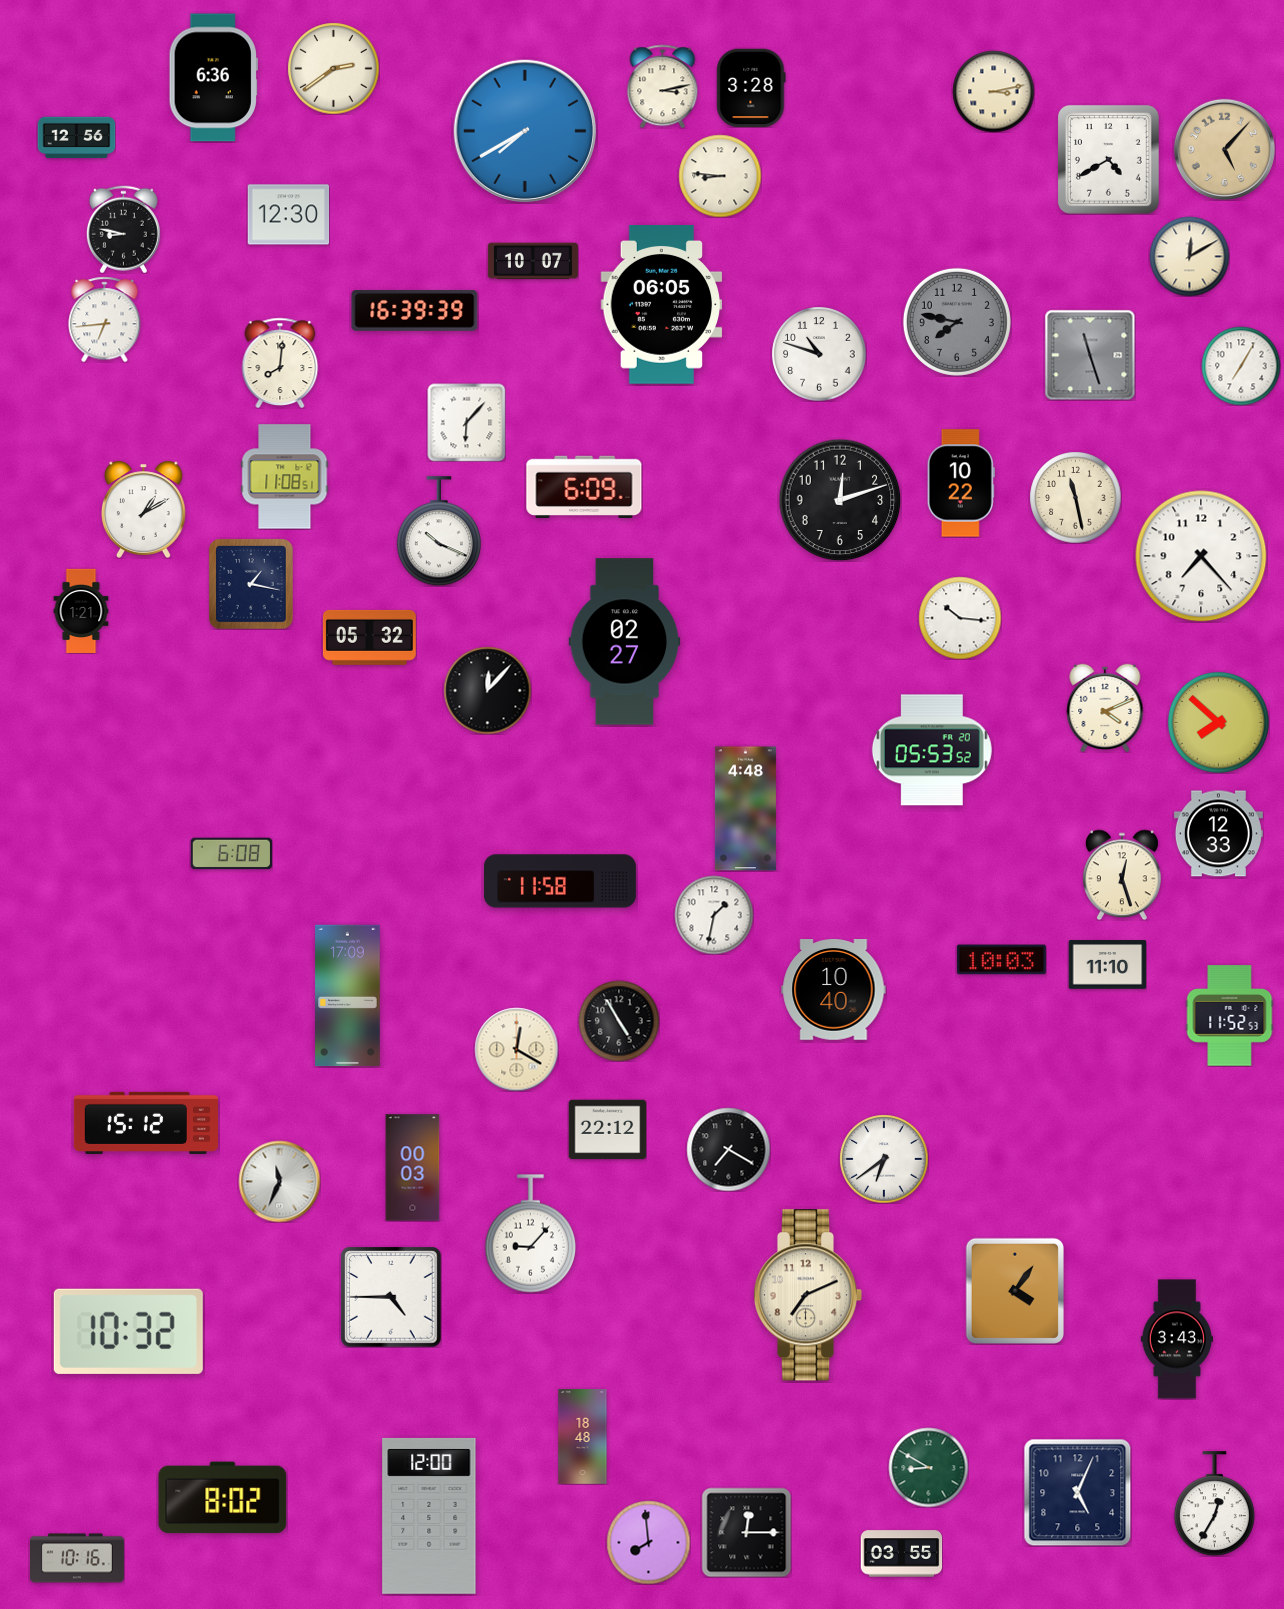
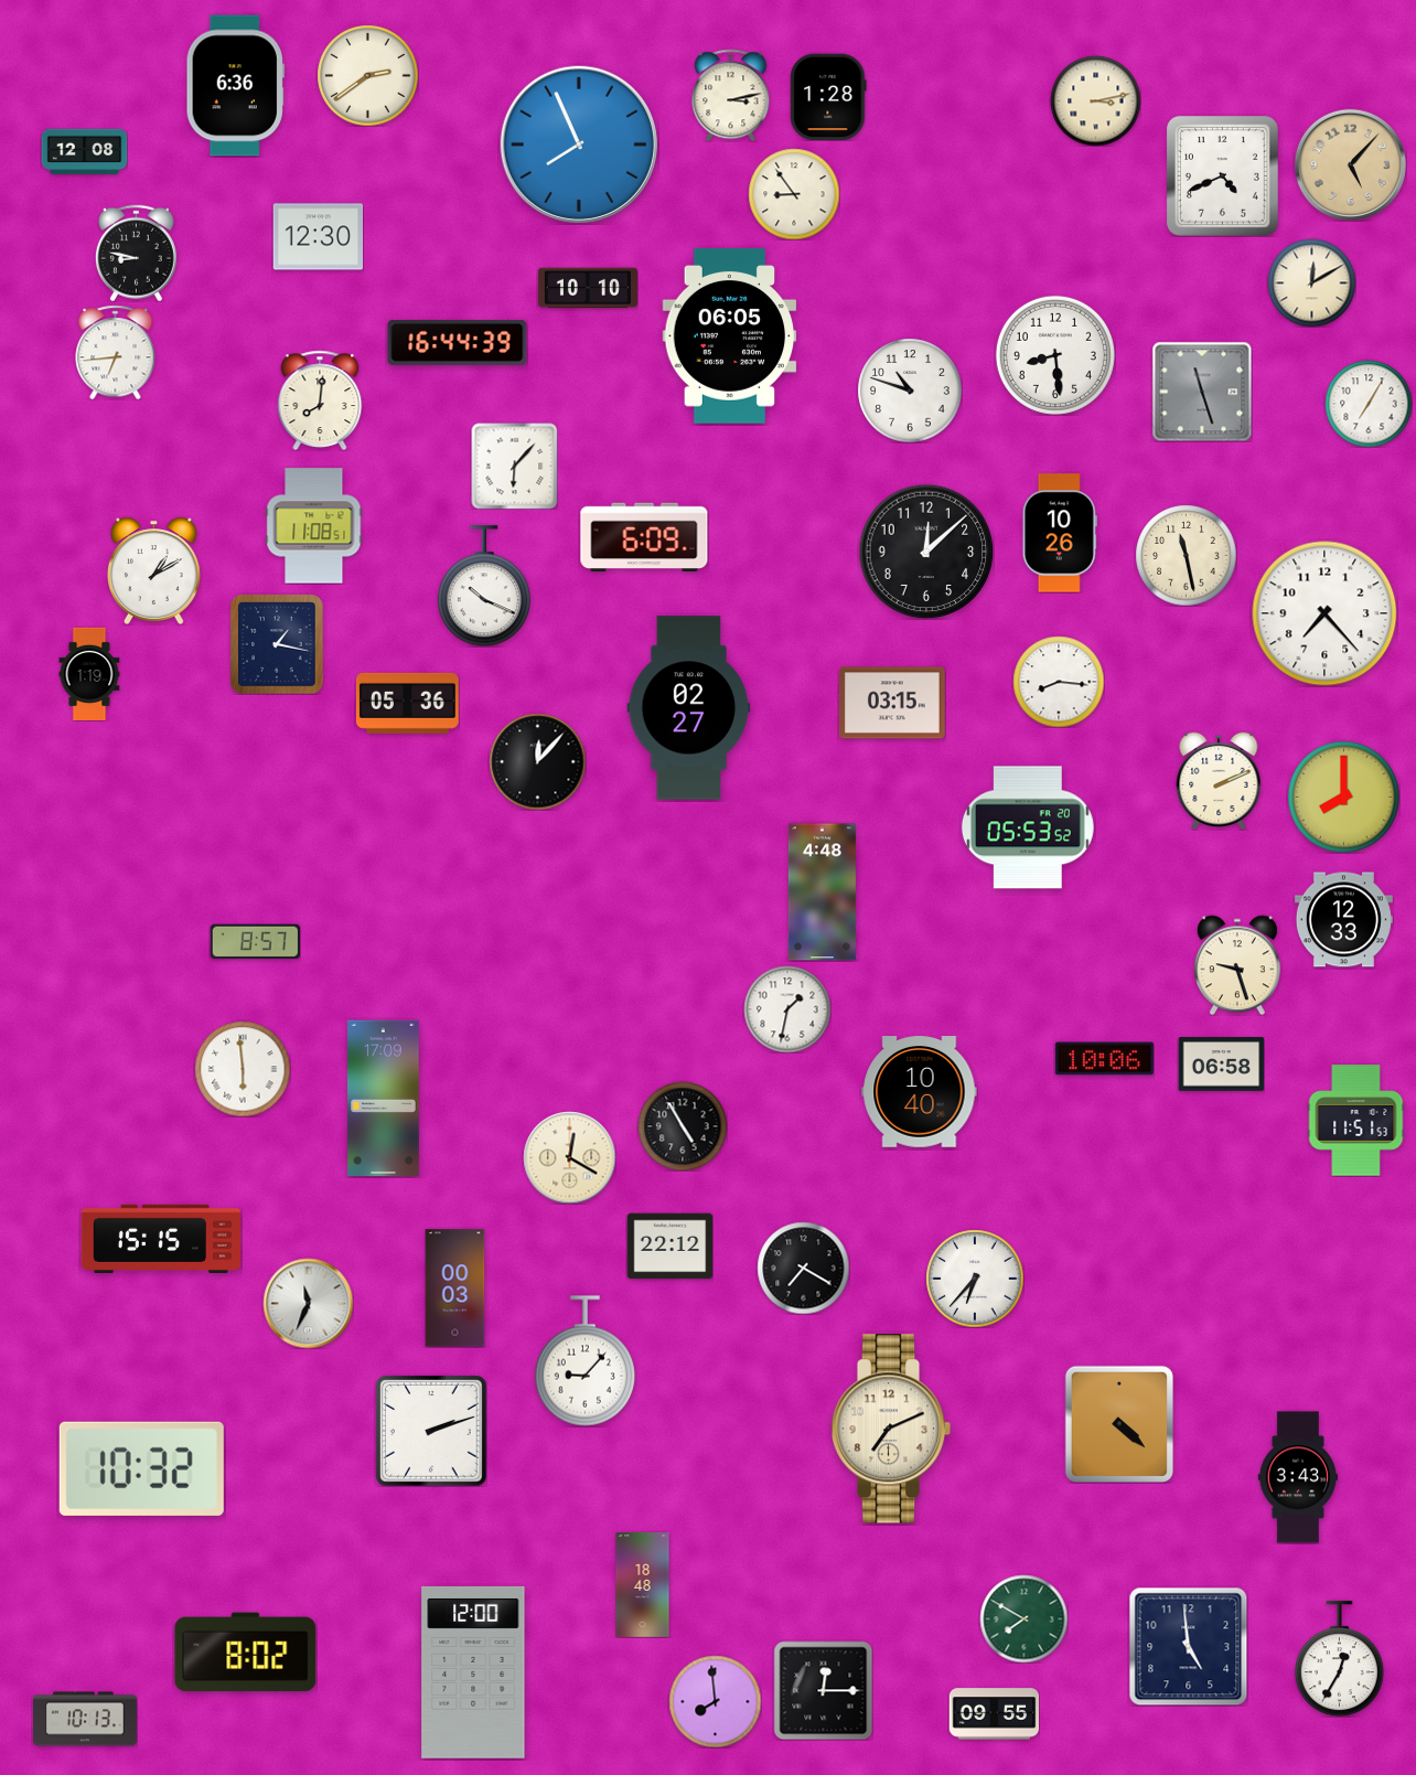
clock at (751, 88): 3:28 -> 1:28
clock at (525, 131): 7:40 -> 7:56
clock at (76, 138): 12:56 -> 12:08
clock at (1108, 160): 4:40 -> 4:41
clock at (720, 176): 8:46 -> 8:54
clock at (533, 261): 10:07 -> 10:10
clock at (415, 310): 16:39 -> 16:44
clock at (957, 322): 7:47 -> 8:29
clock at (957, 322) dial: grey -> white
clock at (819, 354) position: (819, 354) -> (910, 391)
clock at (280, 363) position: (280, 363) -> (320, 400)
clock at (961, 483): 10:22 -> 10:26
clock at (1075, 497) position: (1075, 497) -> (1186, 555)
clock at (840, 500): 12:12 -> 12:08
clock at (143, 509) position: (143, 509) -> (153, 570)
clock at (81, 611): 1:21 -> 1:19
clock at (960, 618): 10:16 -> 8:16
clock at (369, 637): 05:32 -> 05:36
clock at (893, 703): none -> 03:15
clock at (1105, 708): 4:11 -> 2:11
clock at (1218, 722): 7:52 -> 8:00
clock at (231, 854): 6:08 -> 8:57
clock at (1122, 875): 12:27 -> 9:27
clock at (560, 881): 11:58 -> none
clock at (1001, 960): 10:03 -> 10:06
clock at (1107, 965): 11:10 -> 06:58
clock at (243, 1069): none -> 5:59
clock at (1230, 1016): 11:52 -> 11:51
clock at (146, 1123): 15:12 -> 15:15
clock at (884, 1159): 6:39 -> 6:37
clock at (1014, 1290): 4:06 -> 4:22
clock at (391, 1297): 4:45 -> 2:12
clock at (928, 1467): 8:50 -> 7:50
clock at (1077, 1492): 5:04 -> 4:59
clock at (901, 1554): 03:55 -> 09:55
clock at (78, 1558): 10:16 -> 10:13
